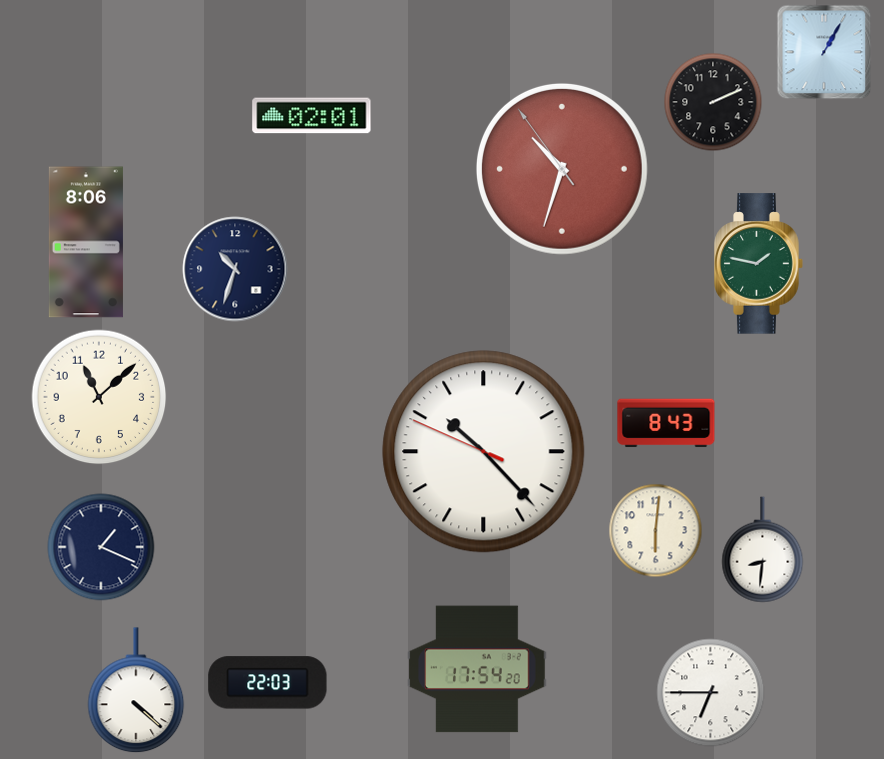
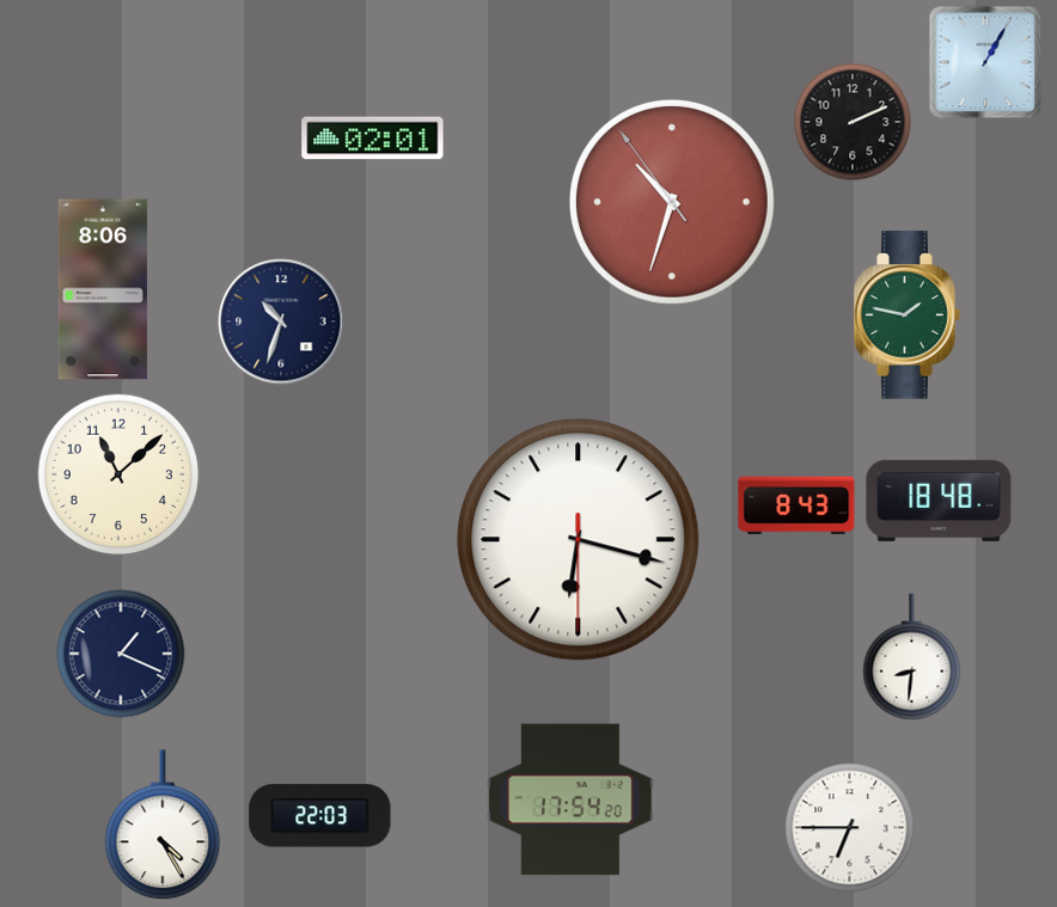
clock at (939, 501): none -> 18:48
clock at (484, 452): 10:22 -> 6:17
clock at (656, 531): 6:01 -> none
clock at (136, 691): 4:22 -> 4:25
